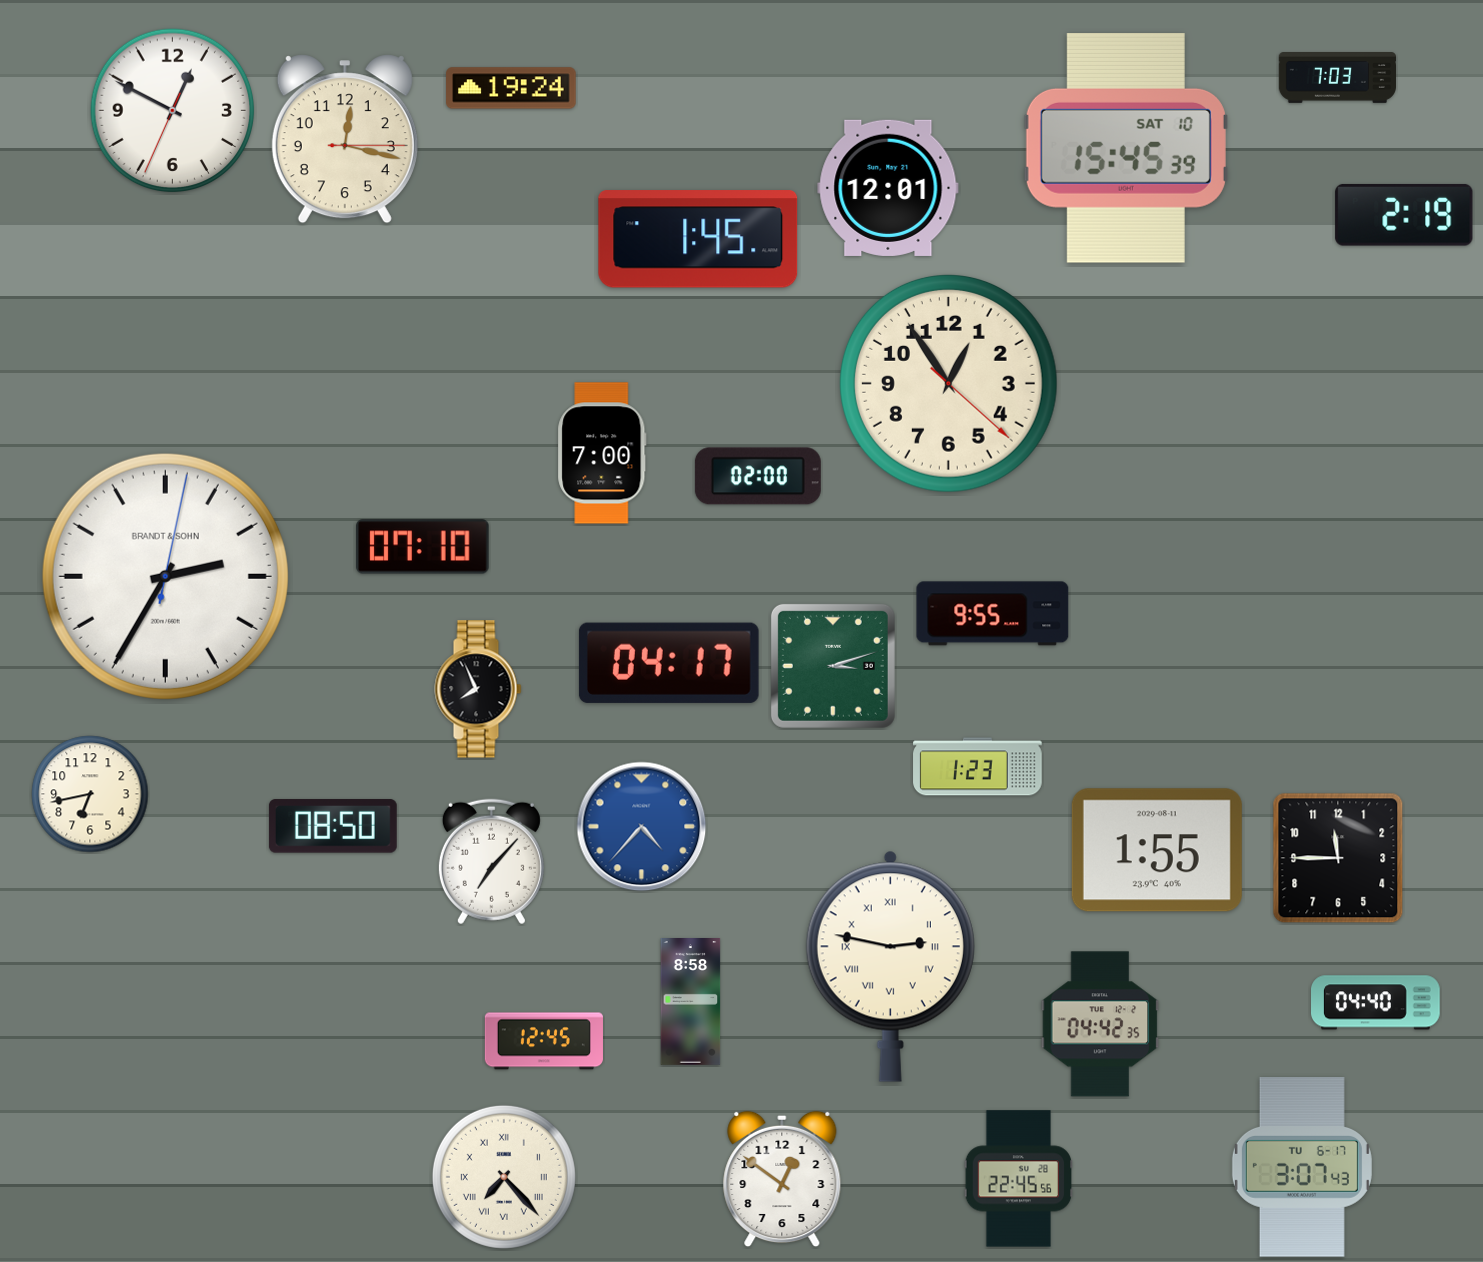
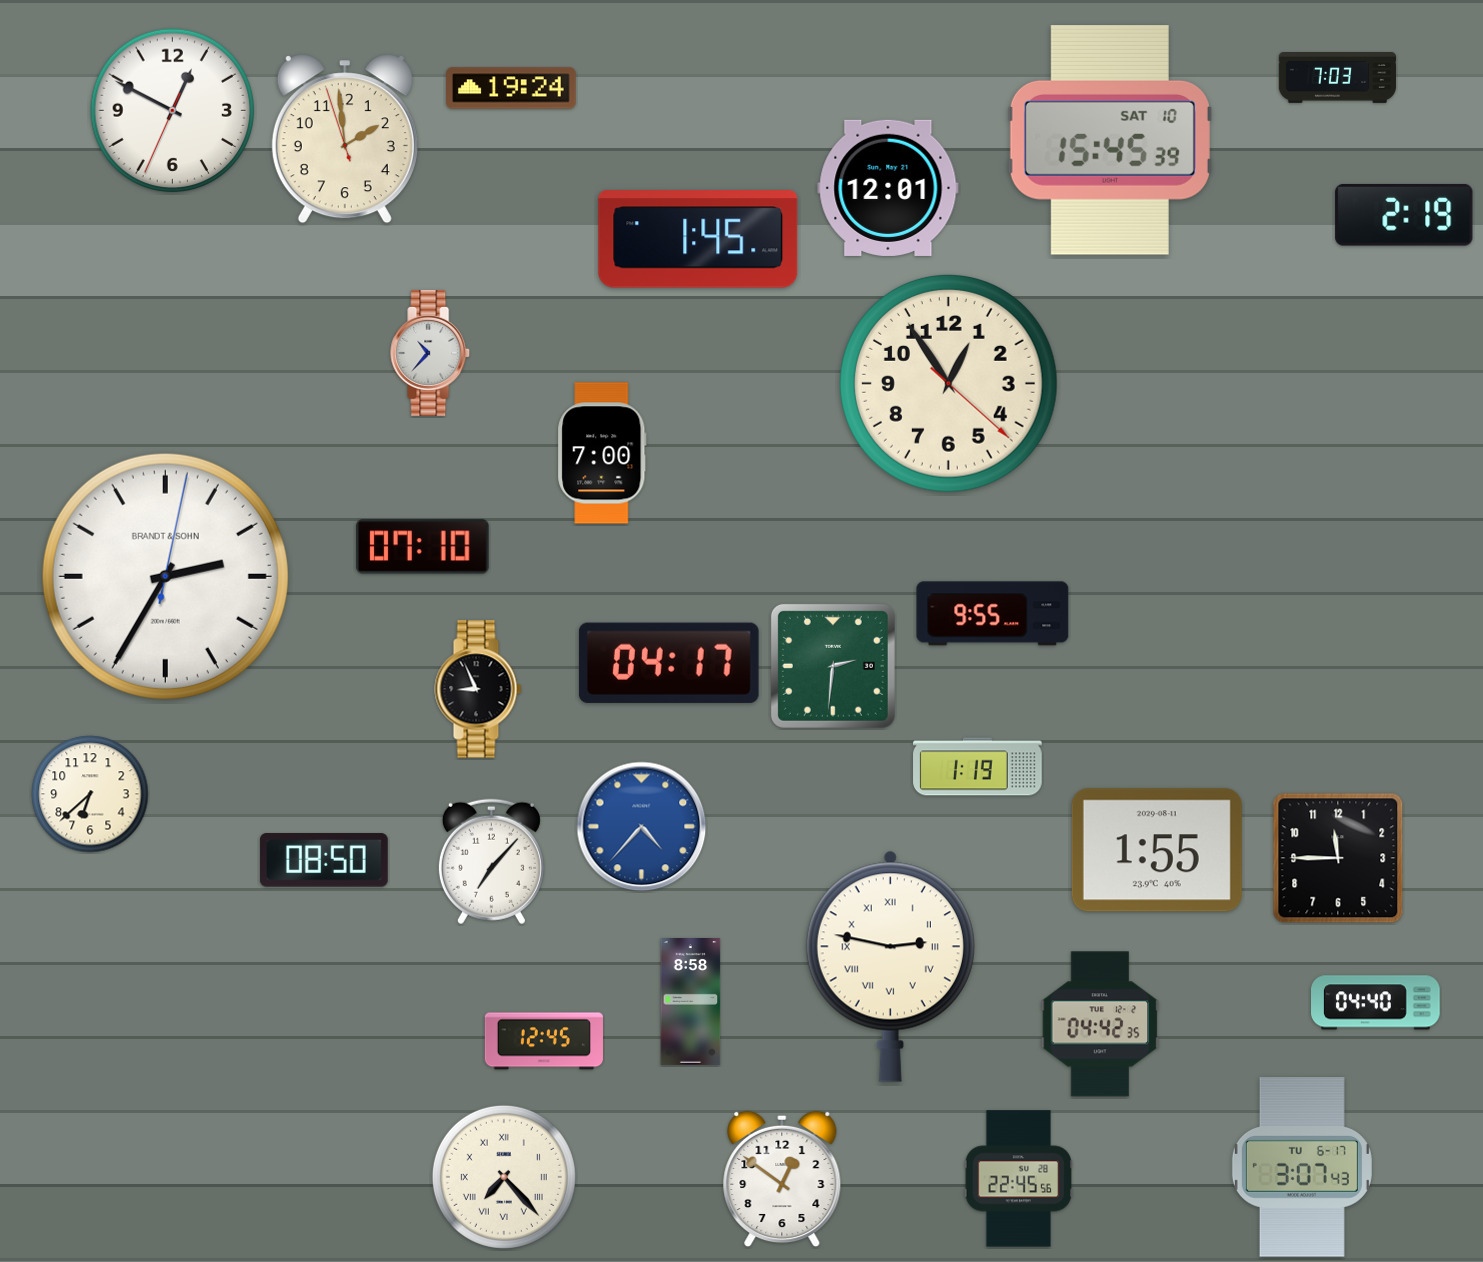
clock at (345, 139): 12:17 -> 1:58
clock at (1126, 149) position: (1126, 149) -> (1110, 141)
clock at (431, 353): none -> 10:37
clock at (758, 476): 02:00 -> none
clock at (833, 666): 3:12 -> 2:31
clock at (478, 689): 7:56 -> 8:56
clock at (978, 767): 1:23 -> 1:19
clock at (90, 794): 6:43 -> 6:38
clock at (333, 826) position: (333, 826) -> (324, 860)
